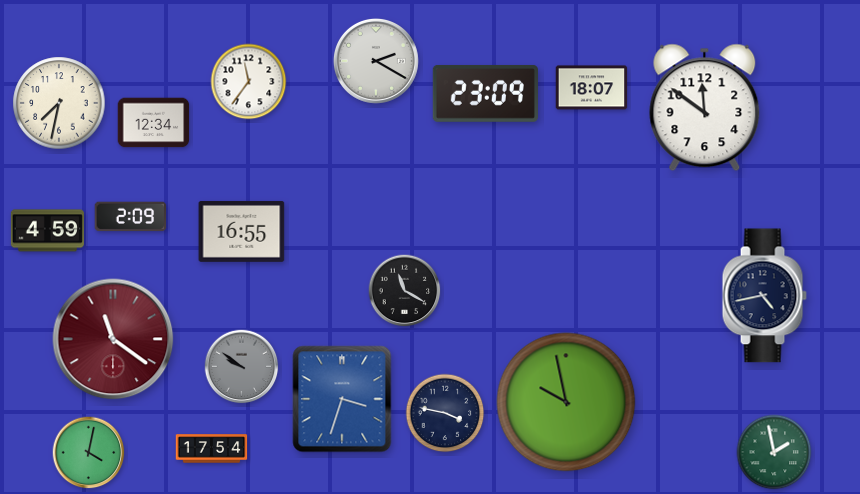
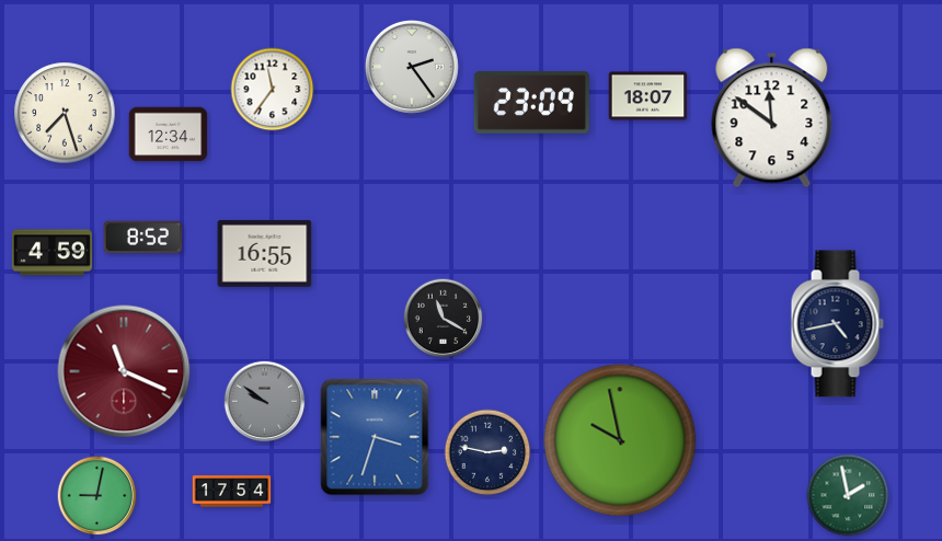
clock at (376, 61): 2:20 -> 2:24
clock at (59, 103): 7:32 -> 7:27
clock at (131, 217): 2:09 -> 8:52
clock at (113, 339): 11:21 -> 11:19
clock at (445, 413): 3:47 -> 2:47
clock at (89, 453): 4:02 -> 9:02
